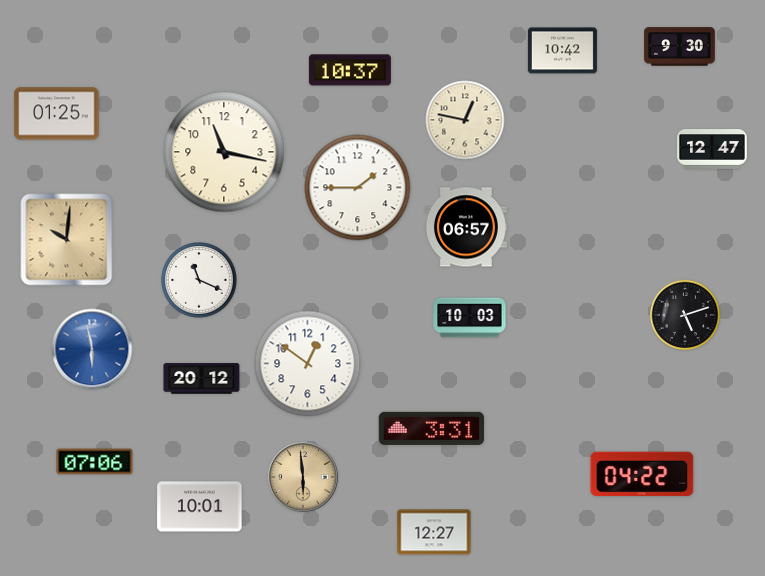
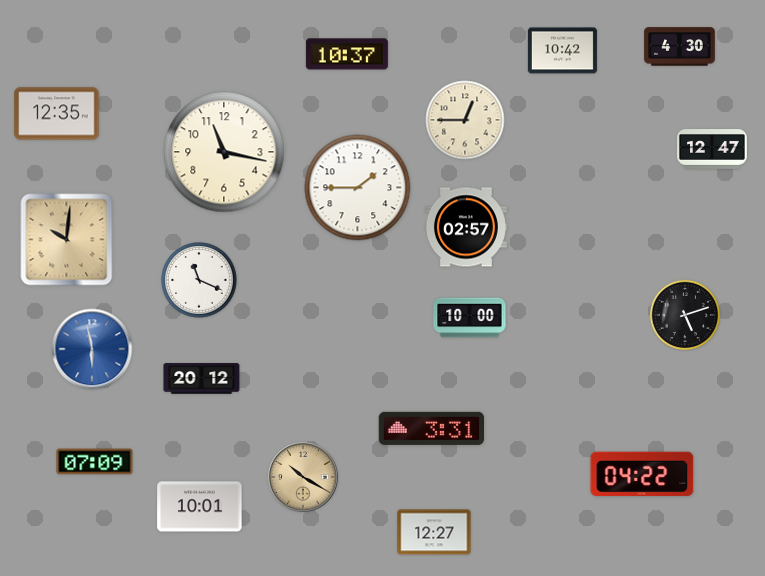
clock at (680, 47): 9:30 -> 4:30
clock at (350, 70) position: (350, 70) -> (347, 54)
clock at (57, 114): 01:25 -> 12:35
clock at (465, 120): 12:47 -> 12:45
clock at (466, 227): 06:57 -> 02:57
clock at (470, 318): 10:03 -> 10:00
clock at (308, 364): 12:51 -> none
clock at (95, 462): 07:06 -> 07:09
clock at (303, 477): 5:59 -> 10:20
